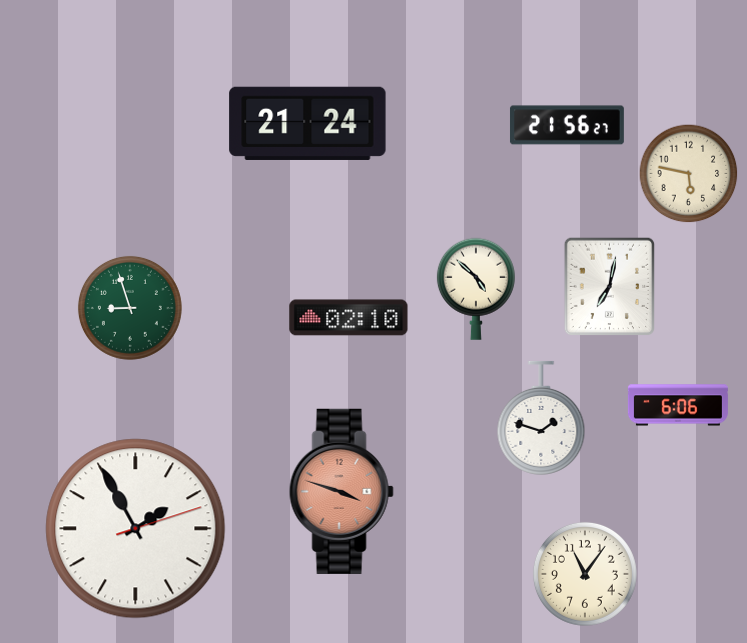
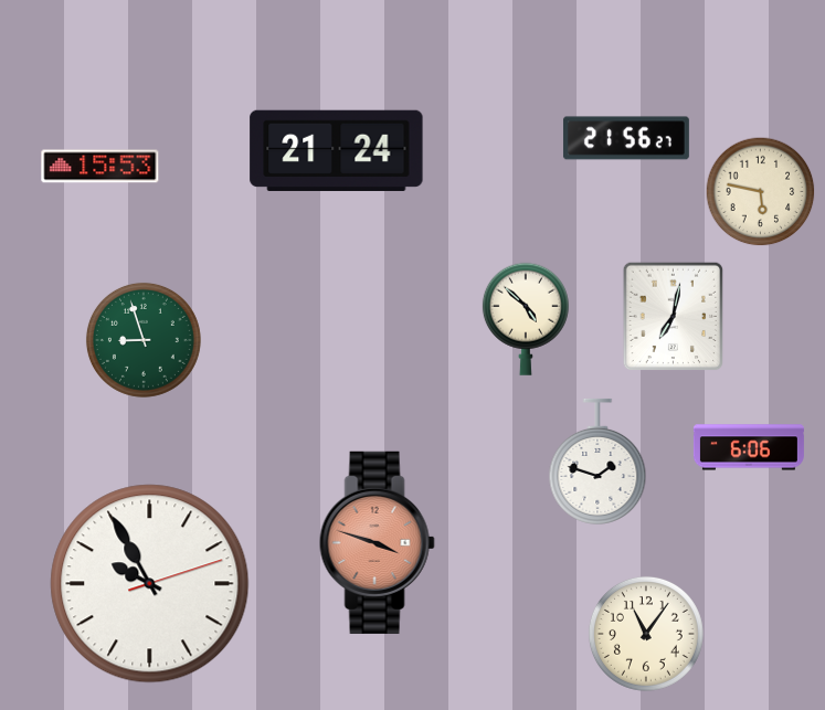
clock at (308, 123) position: (308, 123) -> (337, 150)
clock at (101, 167): none -> 15:53
clock at (349, 318): 02:10 -> none
clock at (136, 529): 1:55 -> 9:55
